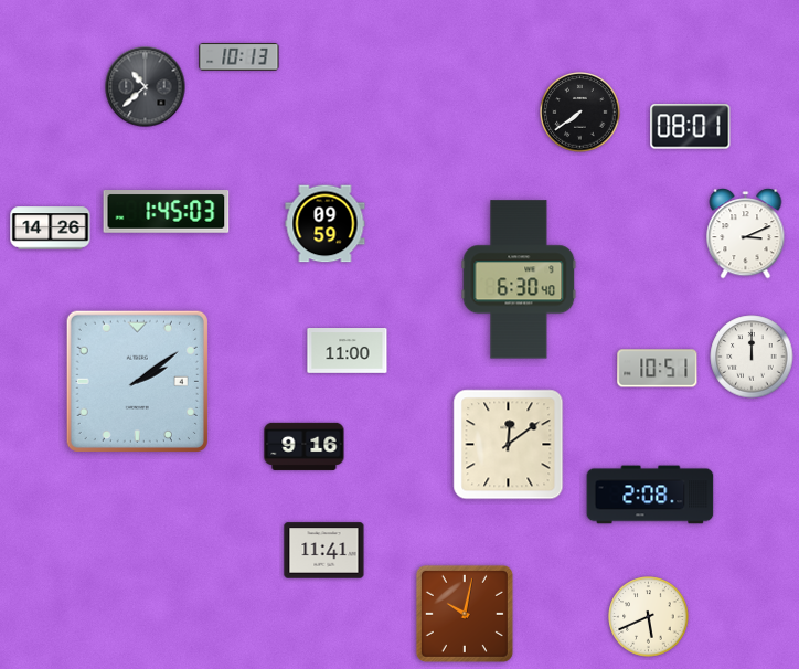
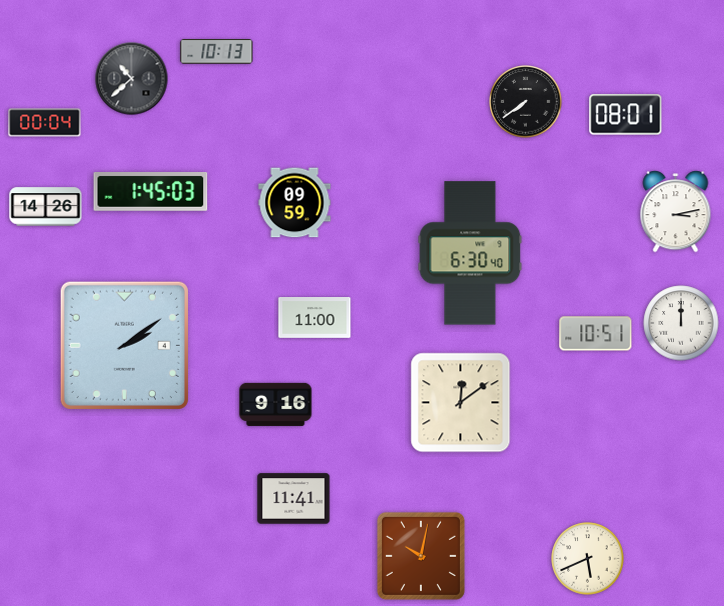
clock at (45, 123): none -> 00:04
clock at (746, 234): 3:11 -> 3:13
clock at (650, 495): 2:08 -> none
